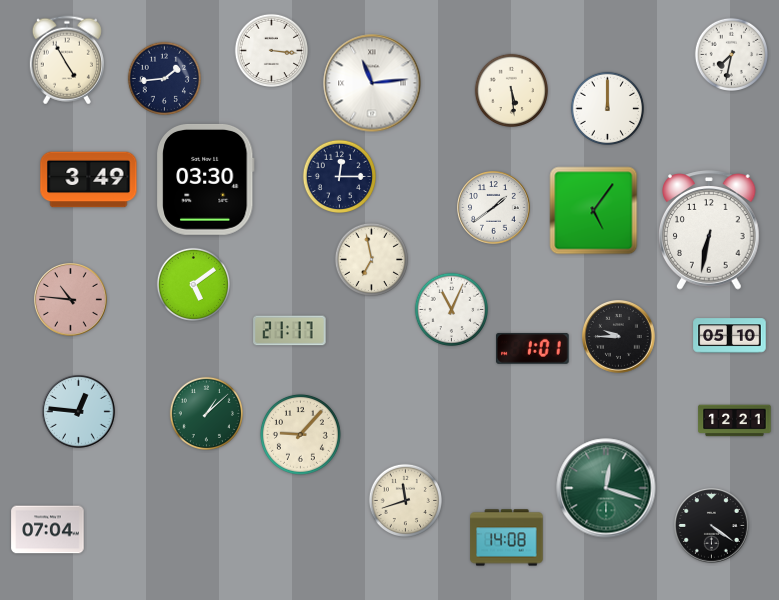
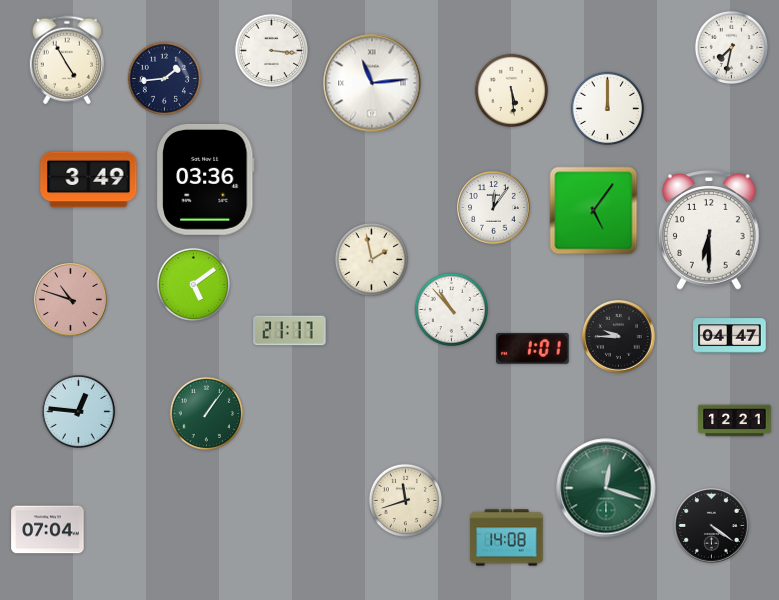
clock at (731, 54) position: (731, 54) -> (731, 47)
clock at (339, 176): 12:15 -> none
clock at (206, 179): 03:30 -> 03:36
clock at (494, 208): 1:39 -> 12:06
clock at (710, 230): 6:32 -> 6:30
clock at (371, 259): 6:58 -> 1:58
clock at (71, 300): 10:46 -> 10:48
clock at (451, 309): 11:04 -> 10:53
clock at (730, 336): 05:10 -> 04:47
clock at (206, 413): 1:08 -> 1:06
clock at (300, 434): 9:07 -> none
